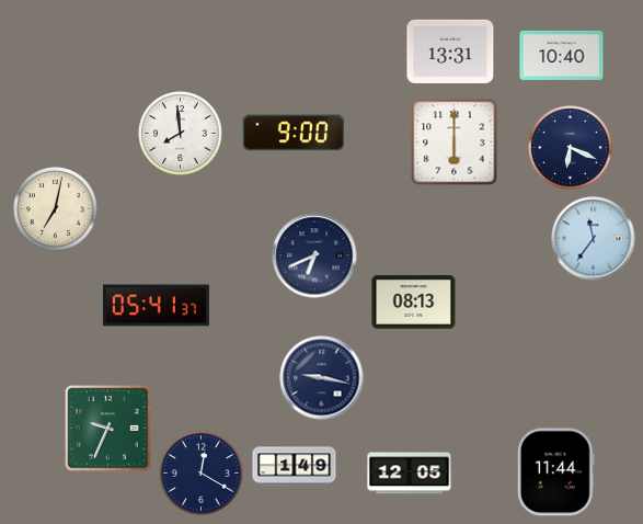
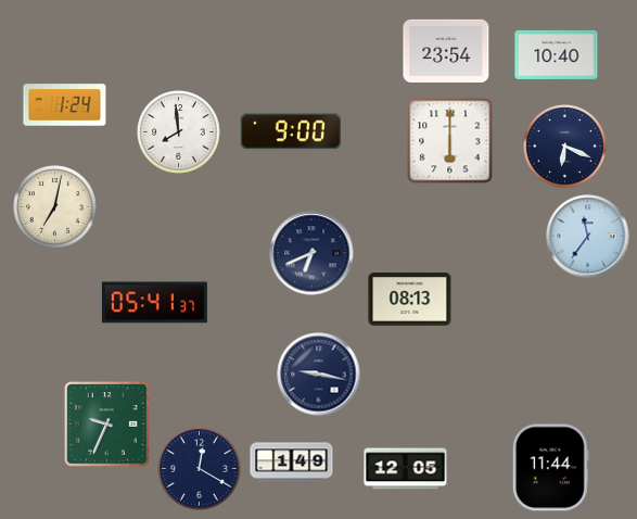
clock at (450, 52): 13:31 -> 23:54
clock at (65, 105): none -> 1:24
